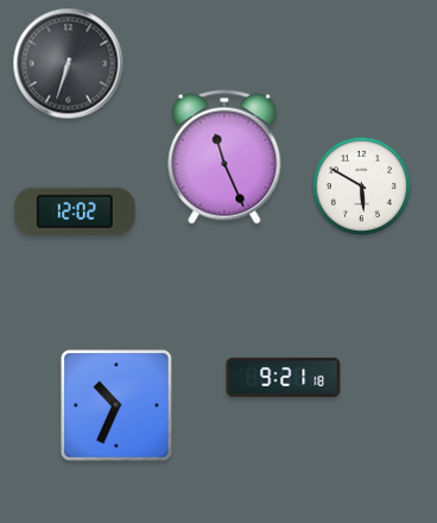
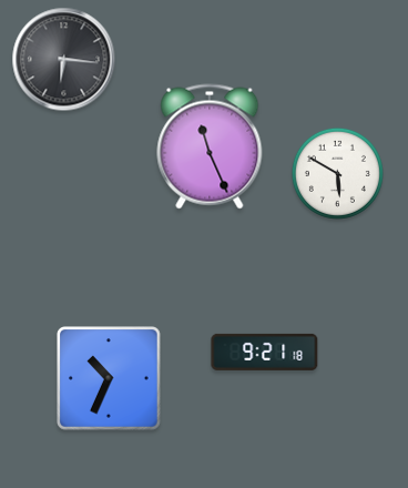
clock at (69, 64): 6:33 -> 6:16
clock at (75, 212): 12:02 -> none
